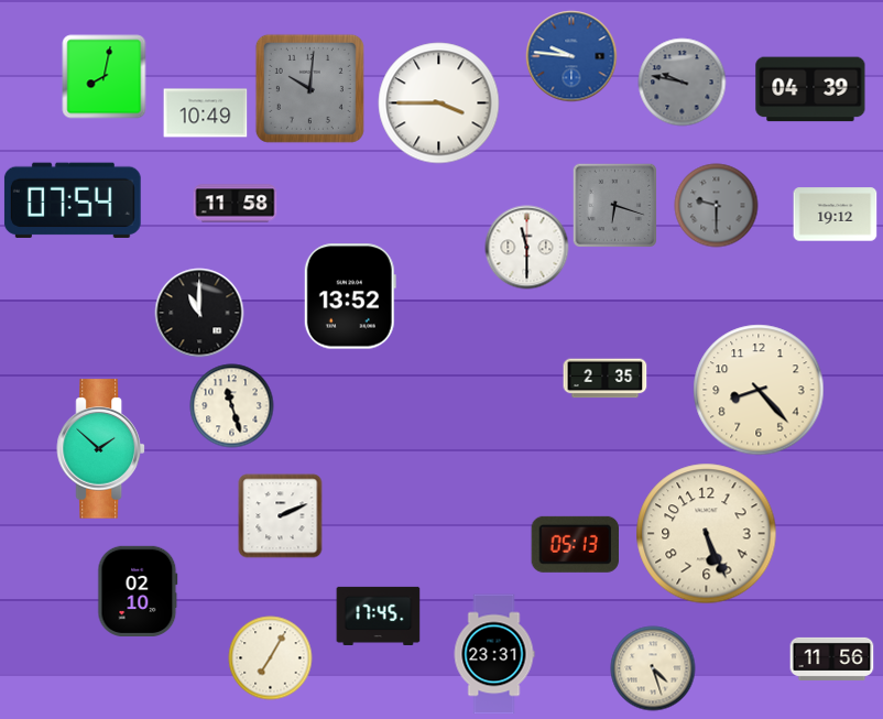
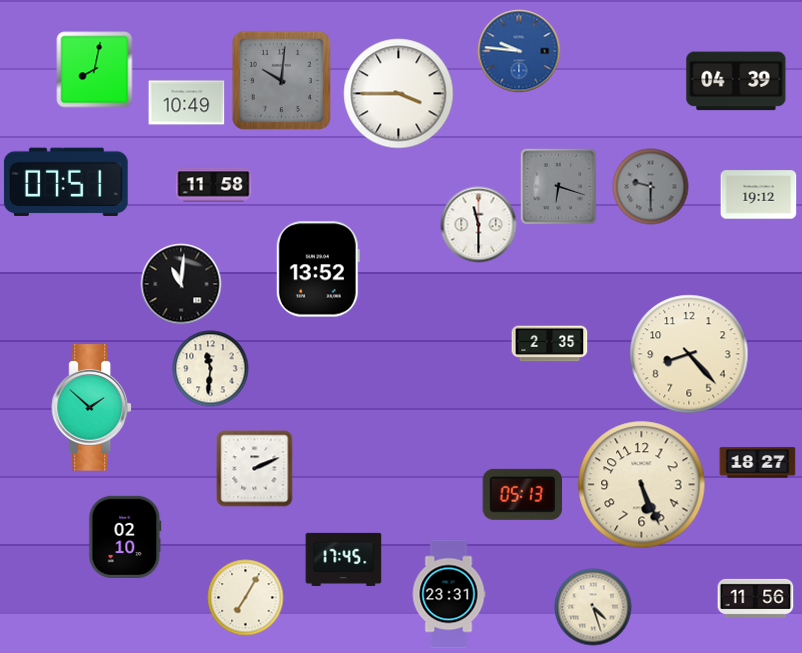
clock at (683, 83): 9:47 -> none
clock at (73, 200): 07:54 -> 07:51
clock at (199, 313): 11:00 -> 11:01
clock at (232, 406): 11:27 -> 11:31
clock at (758, 463): none -> 18:27
